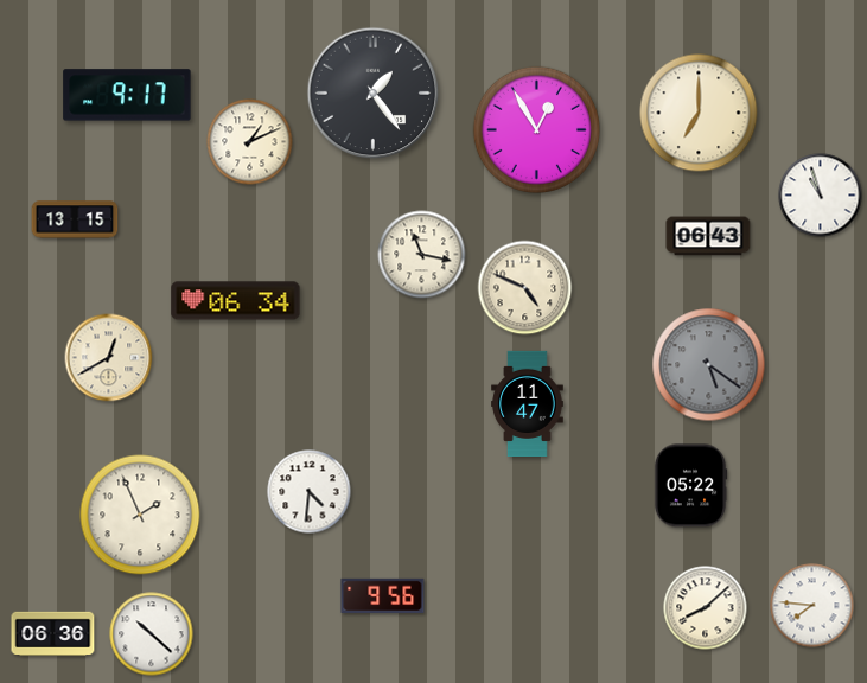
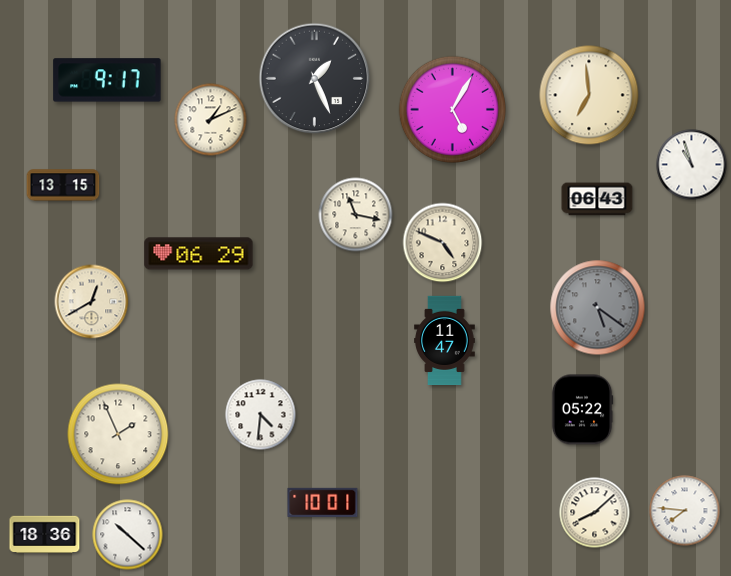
clock at (374, 94): 1:24 -> 1:26
clock at (699, 113): 7:00 -> 6:59
clock at (537, 130): 12:55 -> 5:05
clock at (236, 301): 06:34 -> 06:29
clock at (383, 595): 9:56 -> 10:01
clock at (53, 634): 06:36 -> 18:36
